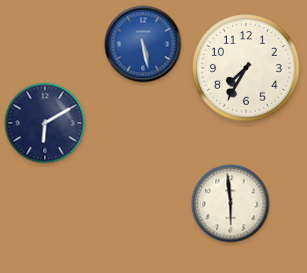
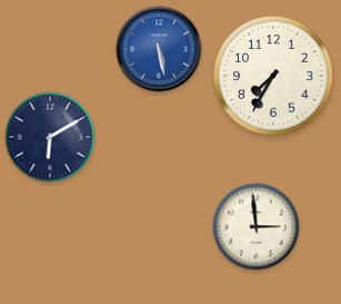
clock at (231, 204): 5:59 -> 2:59
